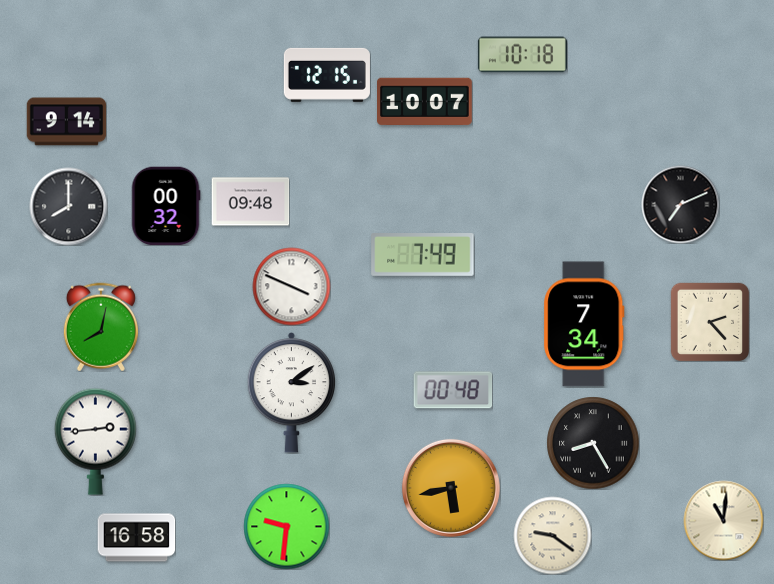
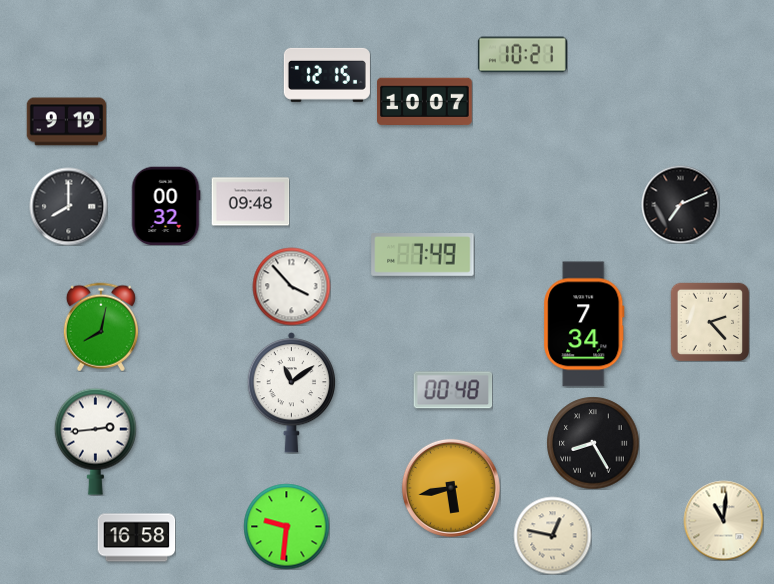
clock at (522, 55): 10:18 -> 10:21
clock at (66, 122): 9:14 -> 9:19
clock at (291, 286): 3:49 -> 3:53
clock at (292, 393): 3:09 -> 11:09
clock at (552, 535): 9:21 -> 12:47
